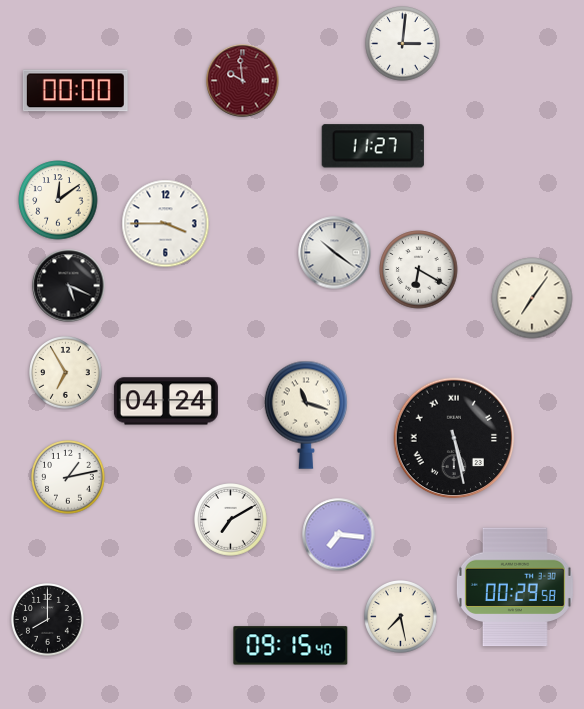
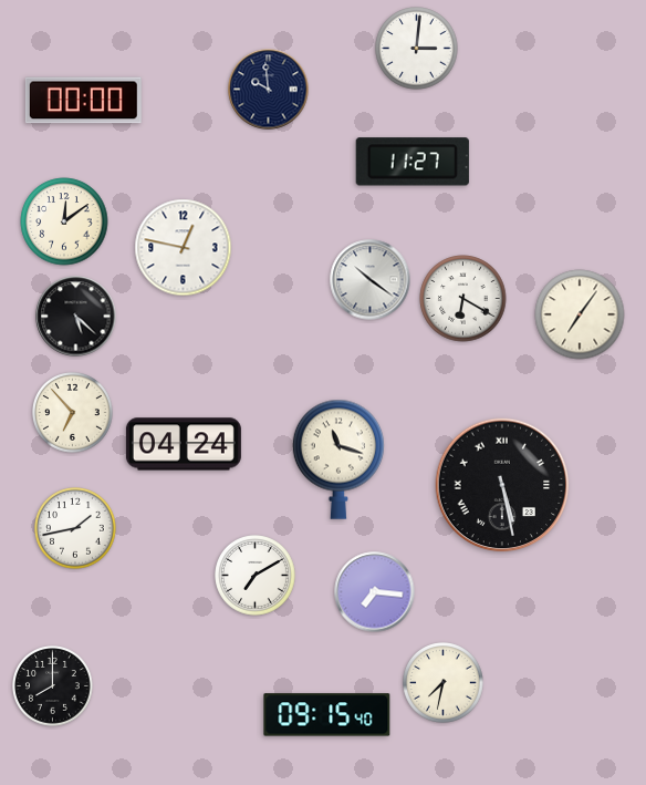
clock at (403, 44) position: (403, 44) -> (417, 49)
clock at (243, 81) dial: burgundy -> navy
clock at (166, 224): 3:45 -> 12:47
clock at (69, 286): 5:19 -> 5:22
clock at (532, 298) position: (532, 298) -> (580, 314)
clock at (66, 373): 6:55 -> 6:53
clock at (68, 477): 1:13 -> 1:43
clock at (515, 587): 00:29 -> none
clock at (401, 617): 7:28 -> 7:32
clock at (291, 646) position: (291, 646) -> (327, 715)
